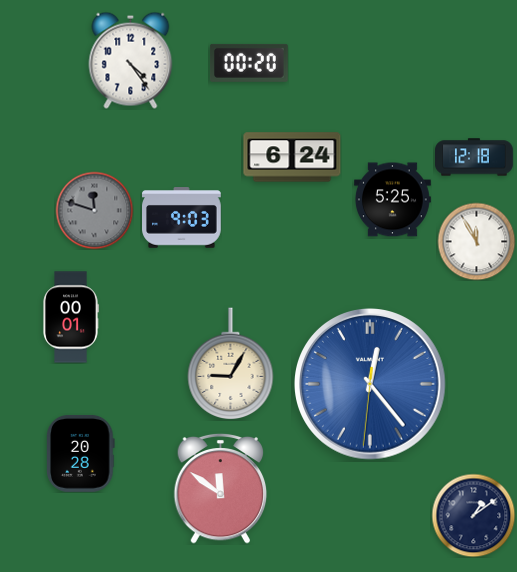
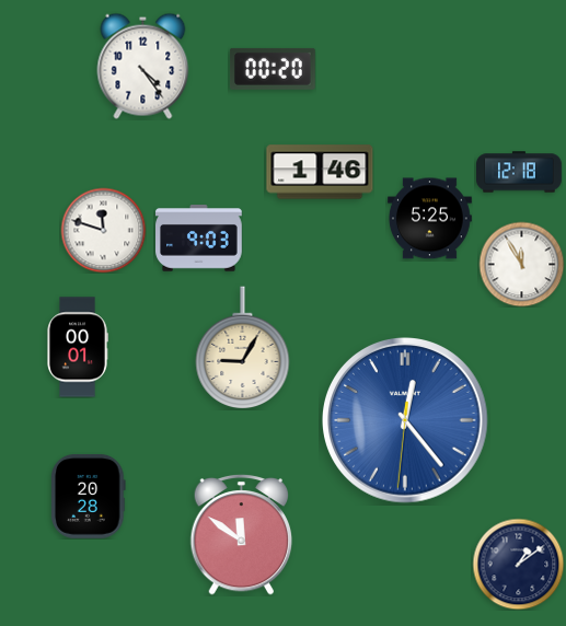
clock at (292, 157): 6:24 -> 1:46
clock at (94, 210) dial: grey -> white
clock at (231, 364) position: (231, 364) -> (243, 348)
